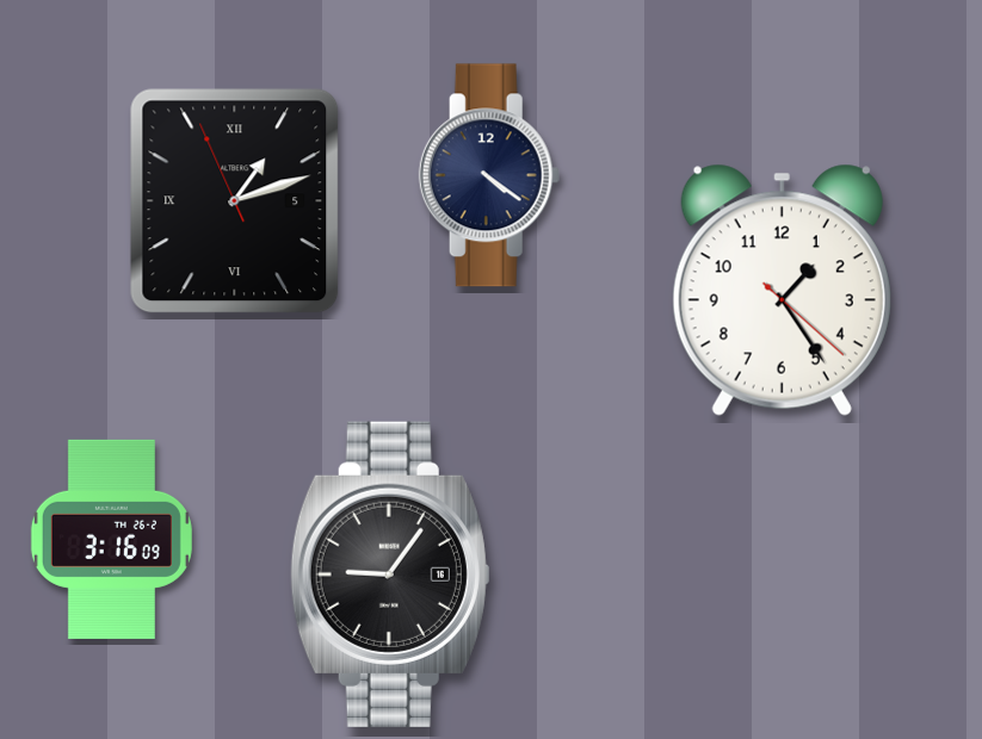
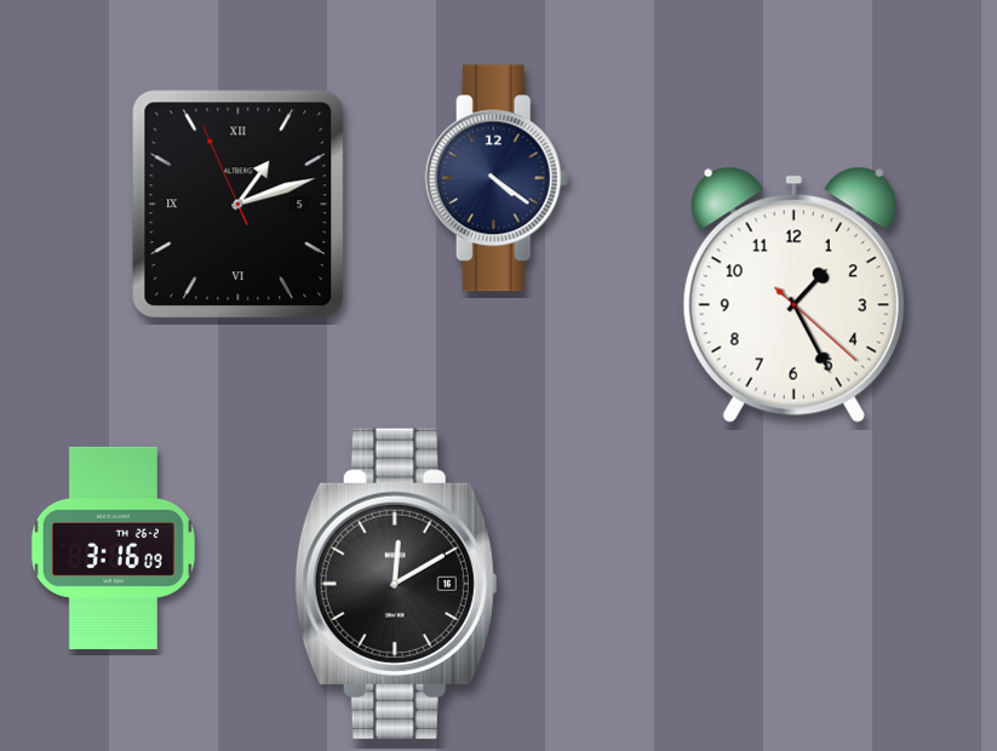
clock at (782, 290): 1:24 -> 1:25
clock at (390, 575): 9:06 -> 12:10
